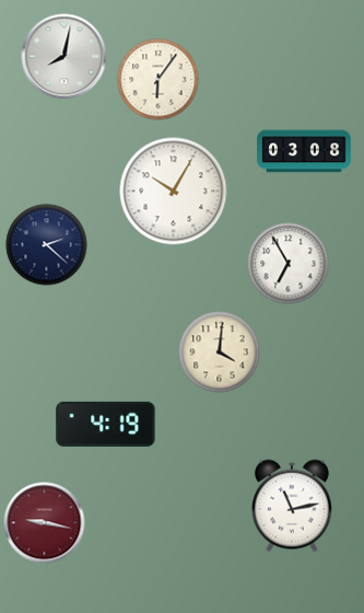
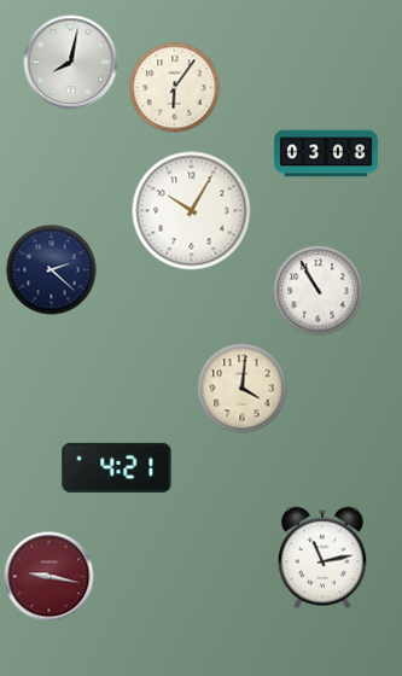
clock at (304, 151) position: (304, 151) -> (326, 153)
clock at (289, 264): 6:55 -> 10:55
clock at (106, 424): 4:19 -> 4:21
